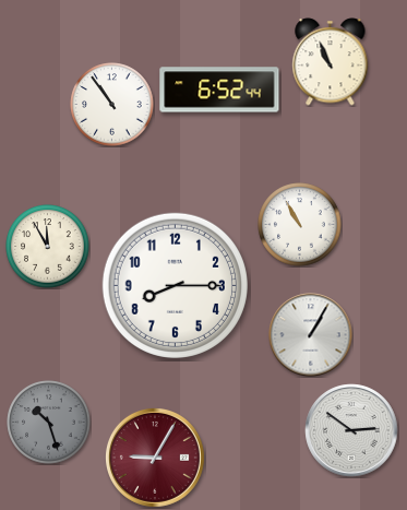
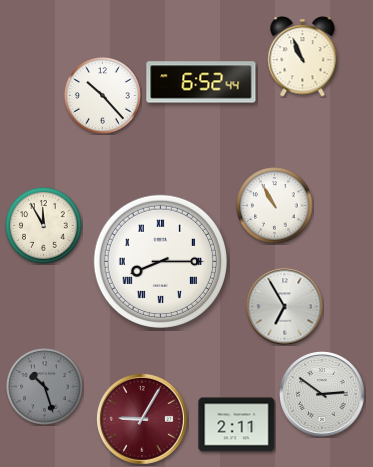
clock at (112, 105): 10:54 -> 10:23
clock at (175, 285) numerals: Arabic -> Roman
clock at (311, 335): 1:05 -> 6:55
clock at (237, 425): none -> 2:11
